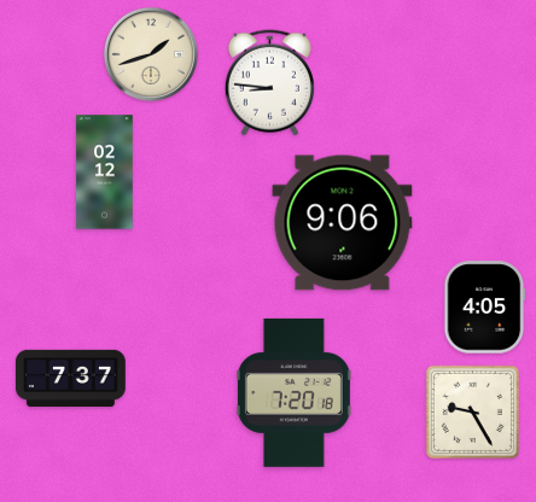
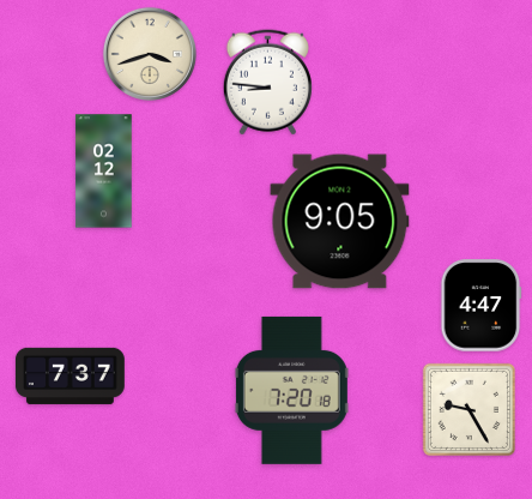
clock at (151, 54): 1:42 -> 3:42
clock at (343, 223): 9:06 -> 9:05
clock at (484, 308): 4:05 -> 4:47
